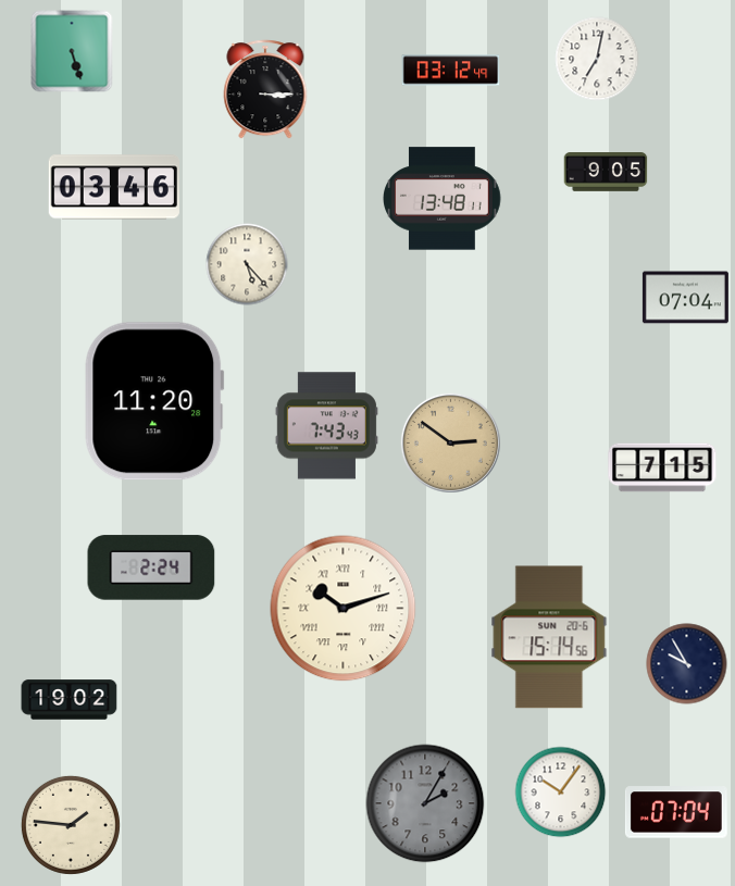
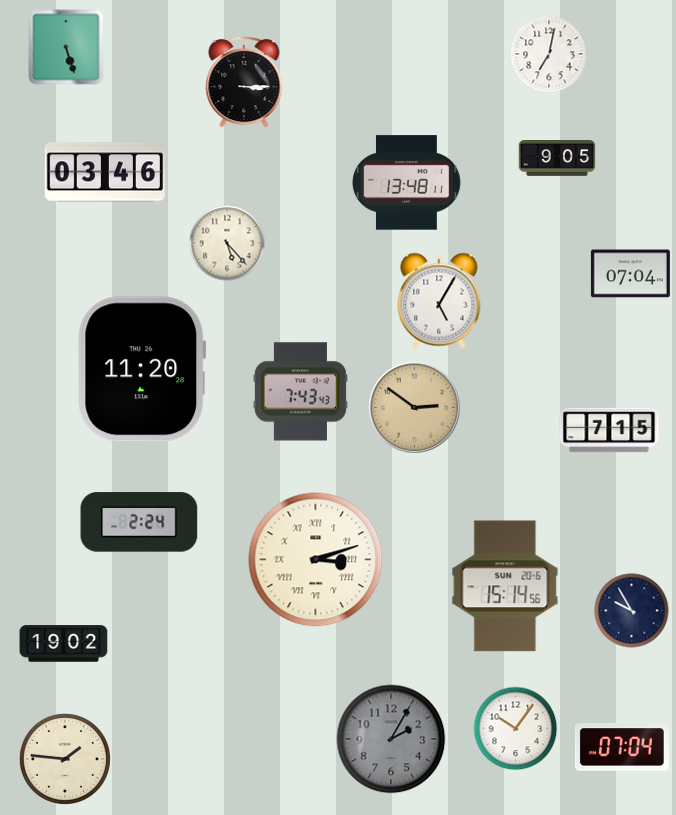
clock at (451, 71): 03:12 -> none
clock at (439, 301): none -> 5:05
clock at (344, 609): 10:12 -> 3:12
